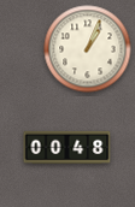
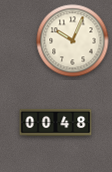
clock at (88, 49): 1:04 -> 10:04
